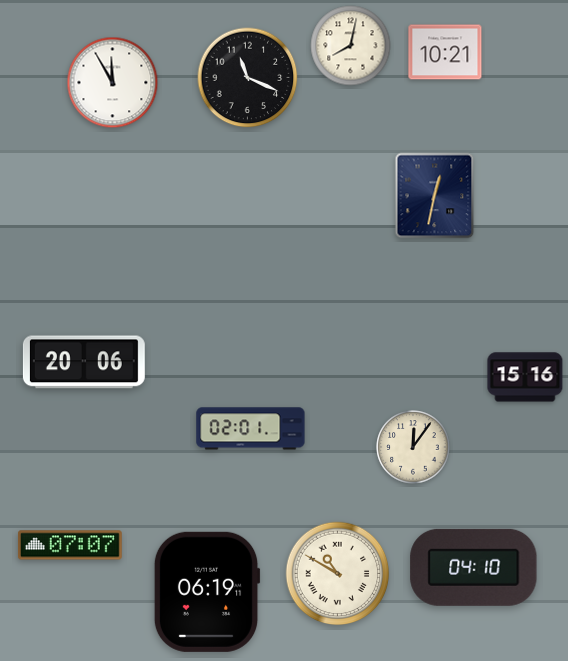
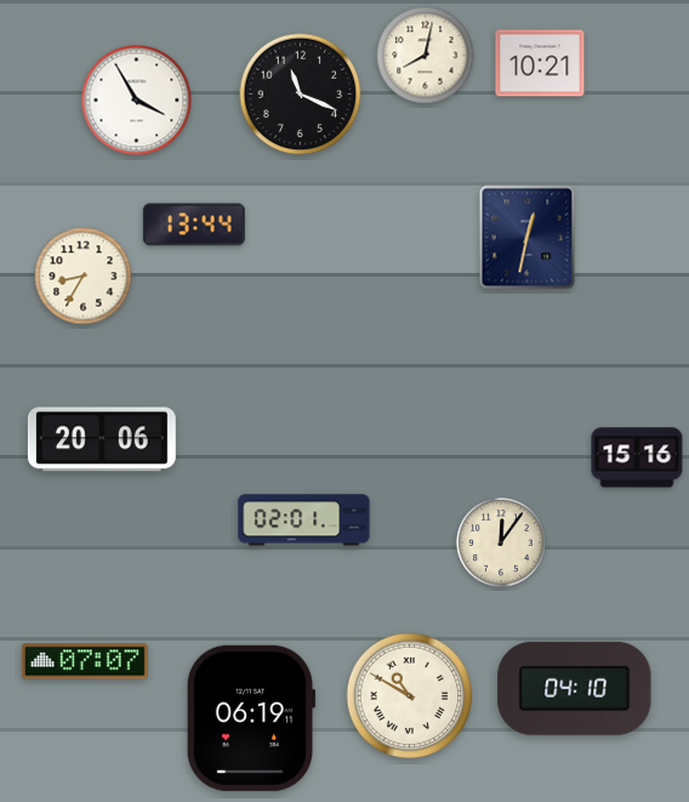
clock at (113, 83): 11:55 -> 3:55
clock at (194, 224): none -> 13:44
clock at (84, 277): none -> 8:35
